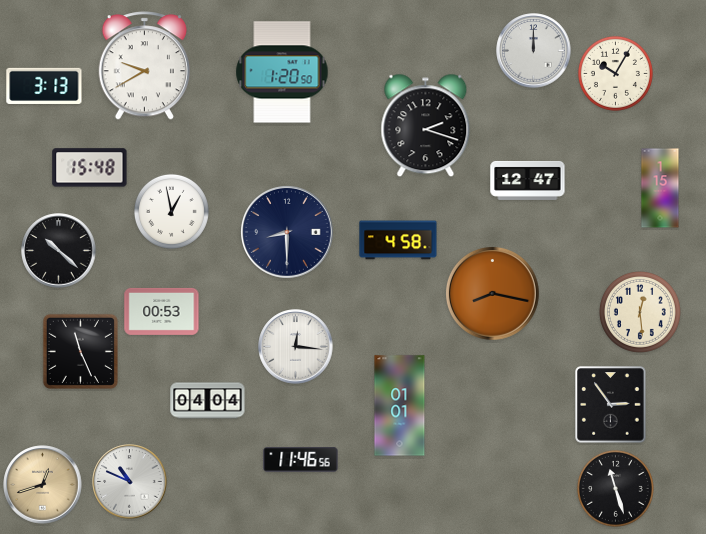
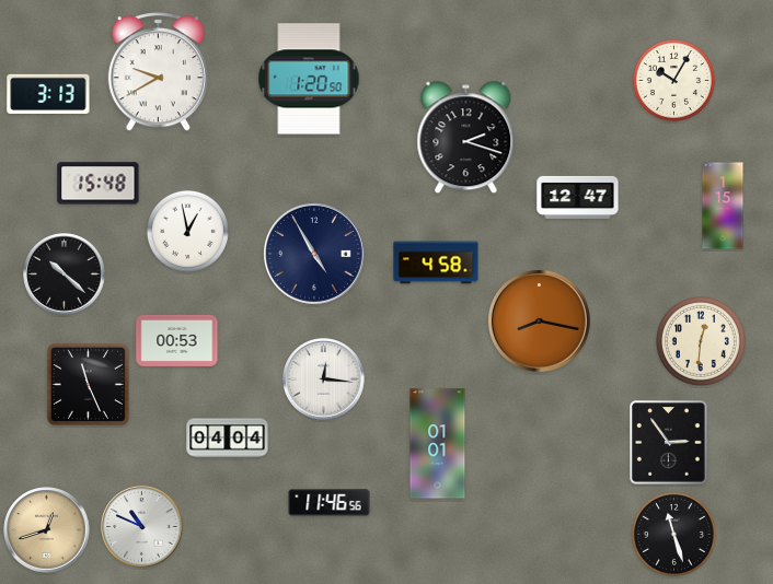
clock at (534, 51): 12:00 -> none
clock at (288, 233): 8:30 -> 4:55
clock at (640, 312): 12:29 -> 12:31
